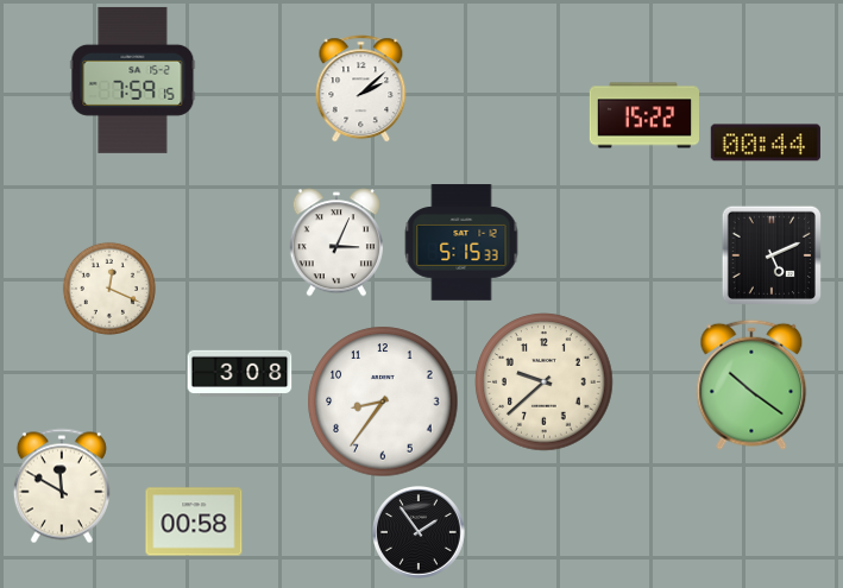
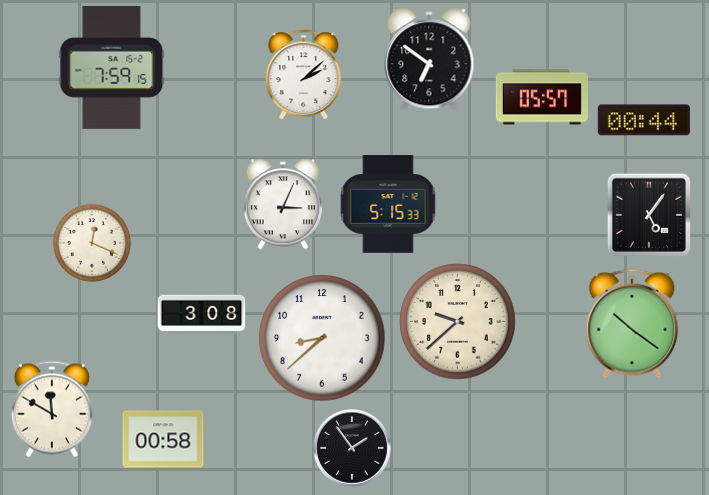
clock at (429, 61): none -> 6:51
clock at (643, 115): 15:22 -> 05:57
clock at (772, 255): 5:11 -> 5:06
clock at (383, 402): 8:36 -> 8:38
